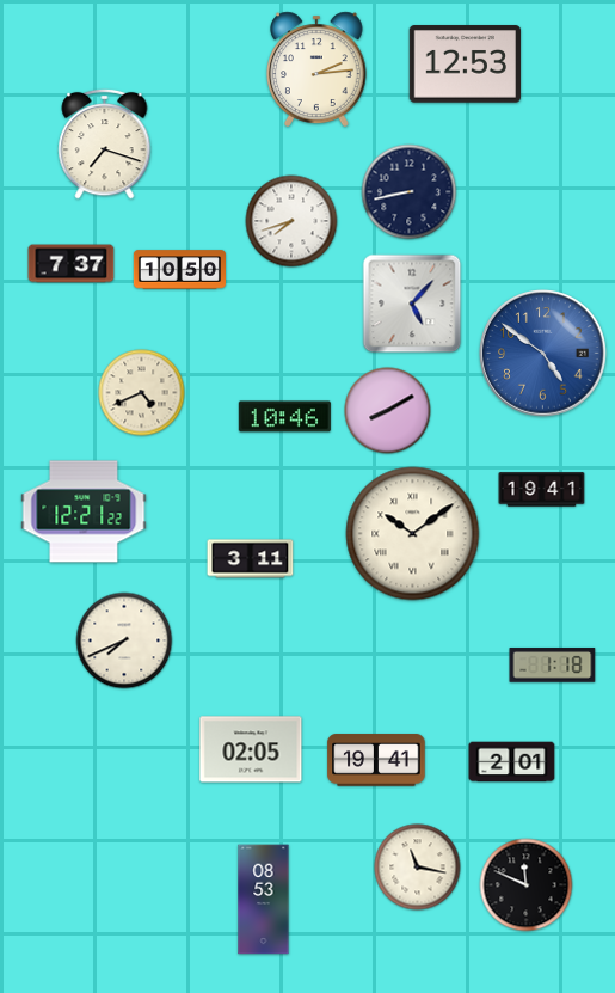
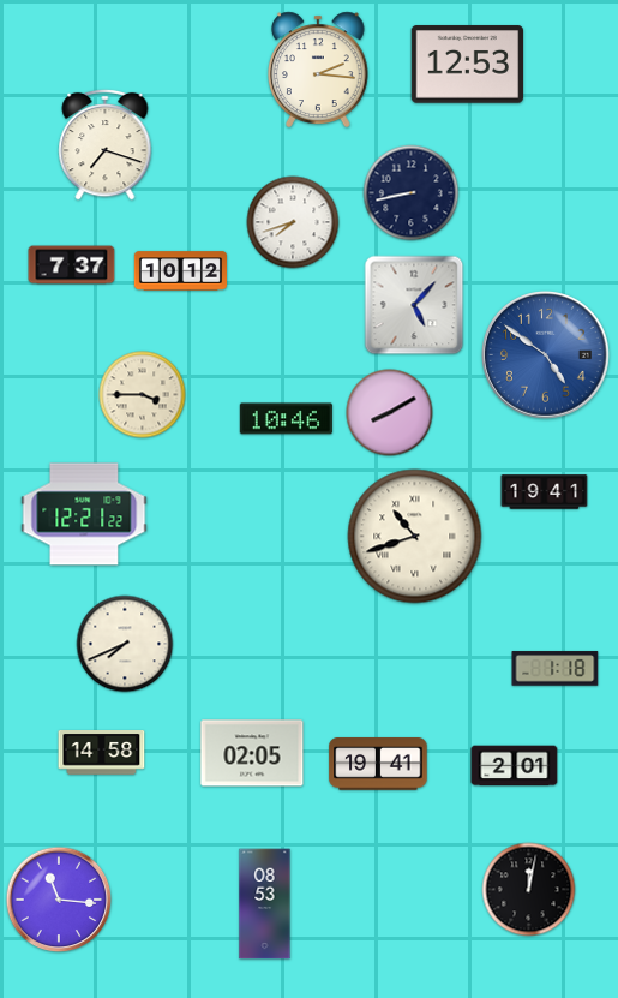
clock at (318, 69): 2:14 -> 2:16
clock at (179, 270): 10:50 -> 10:12
clock at (142, 393): 4:41 -> 3:45
clock at (413, 534): 10:09 -> 10:42
clock at (251, 559): 3:11 -> none
clock at (102, 753): none -> 14:58
clock at (418, 868): 11:17 -> none
clock at (527, 885): 11:49 -> 12:02
clock at (59, 900): none -> 11:16
